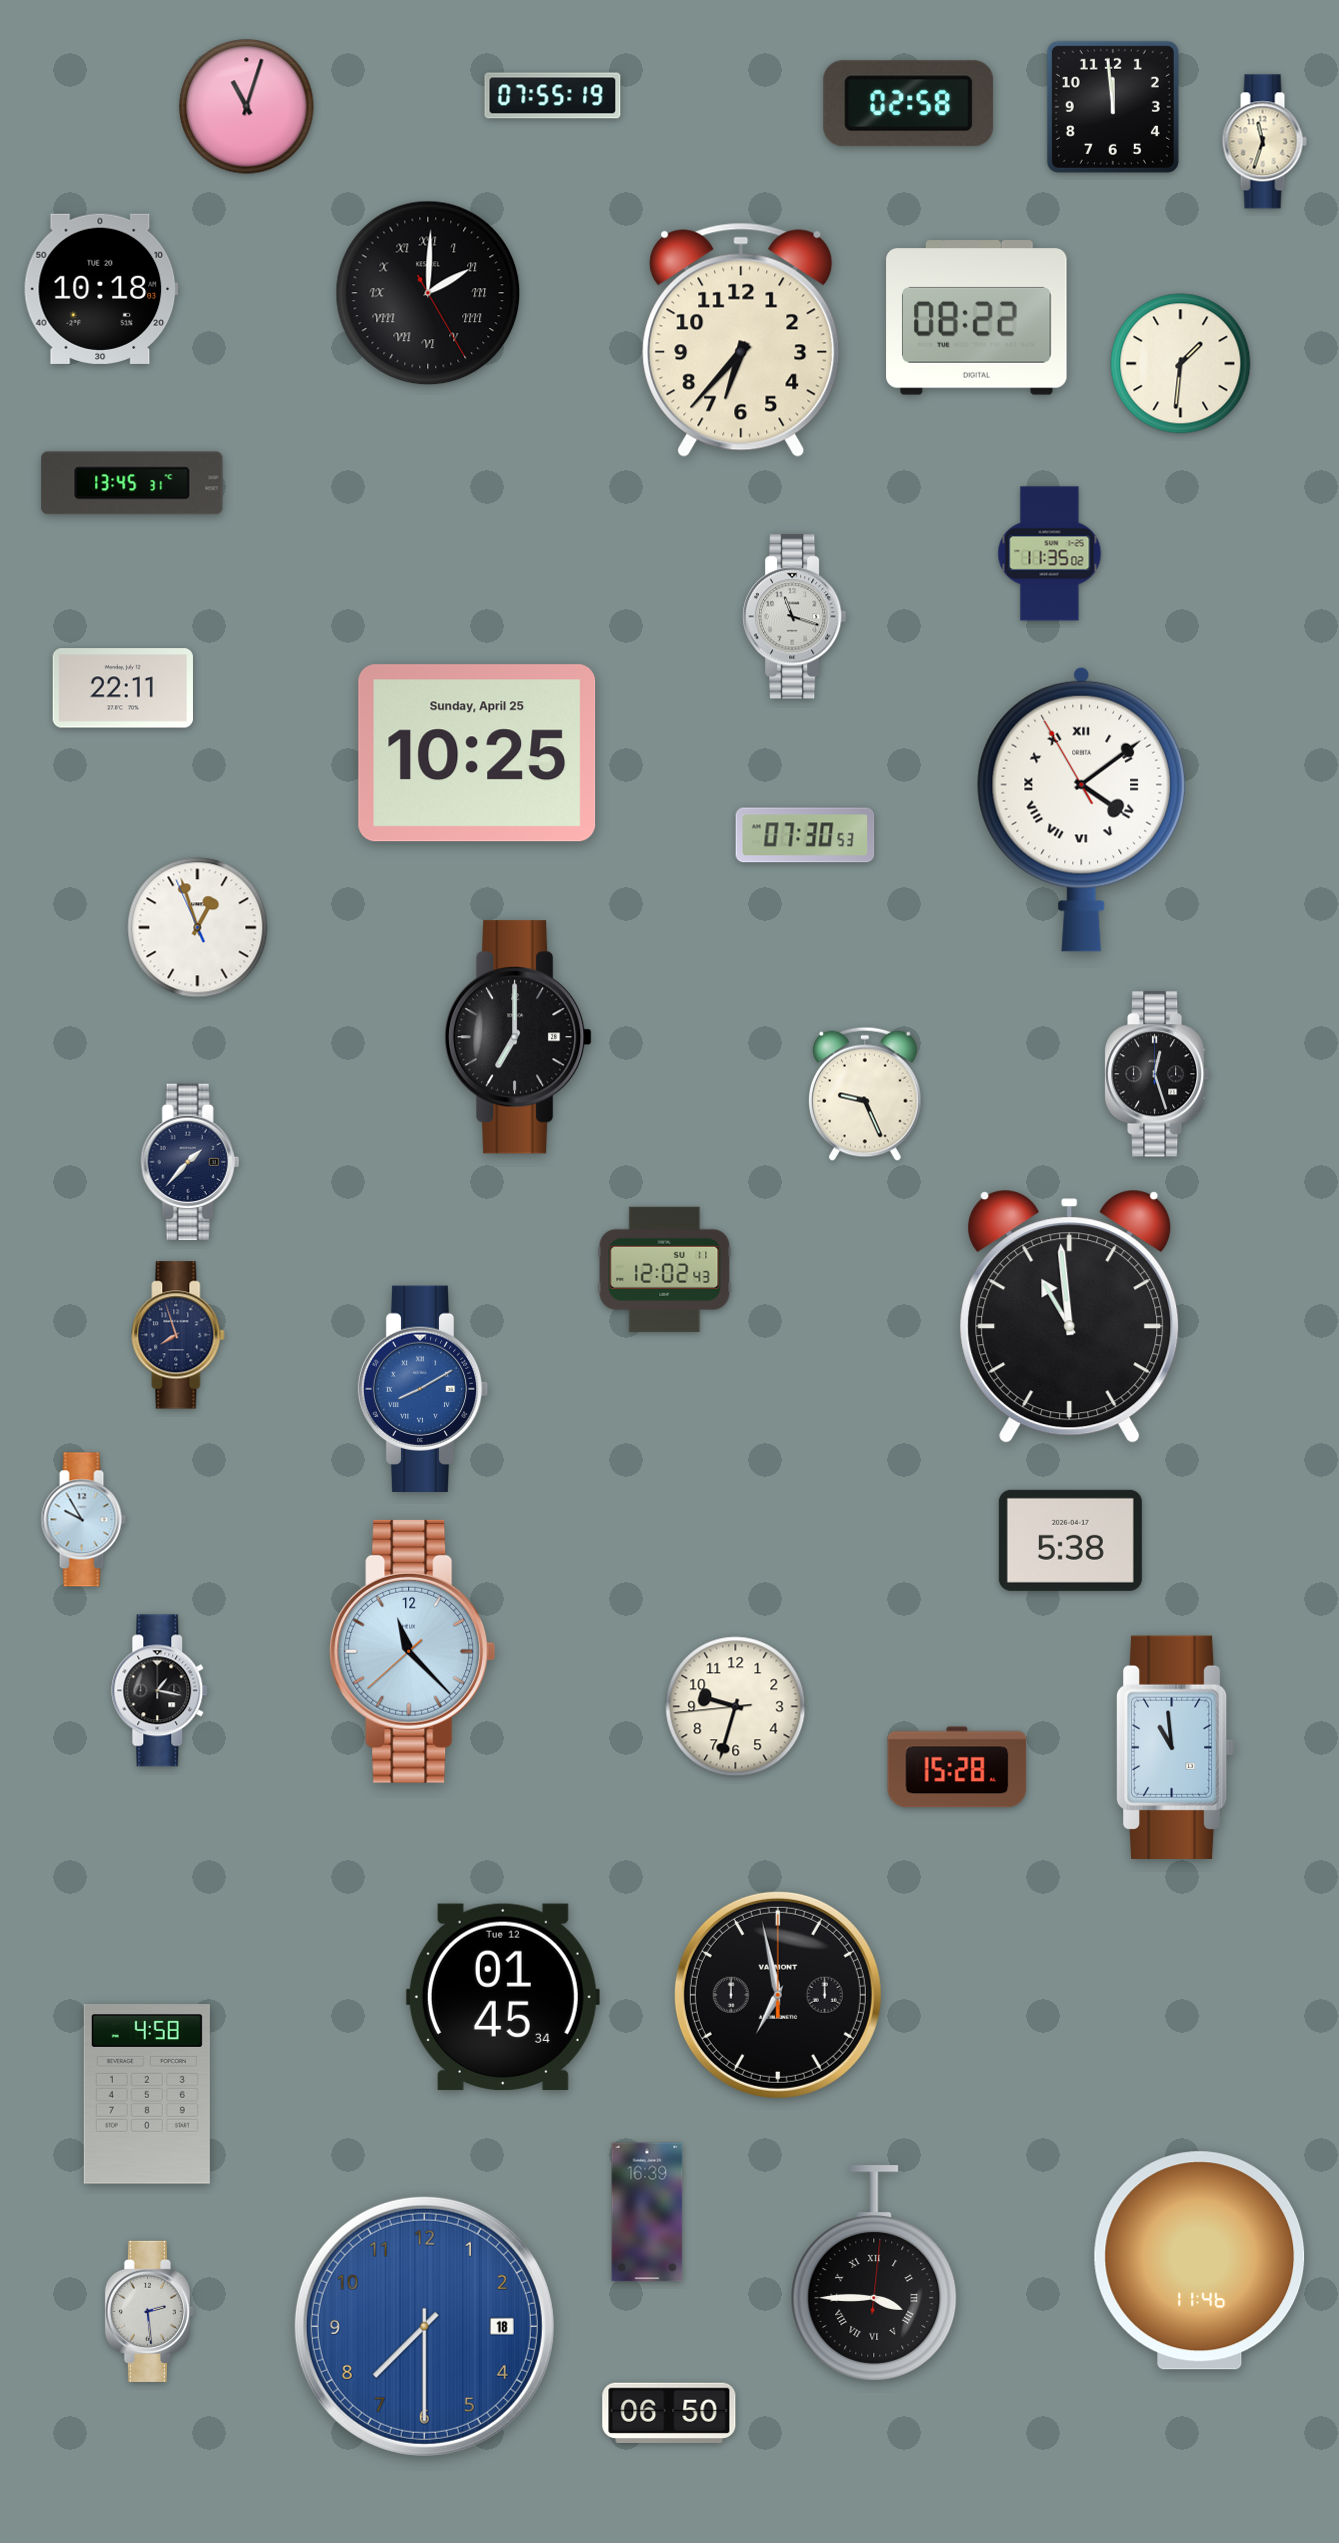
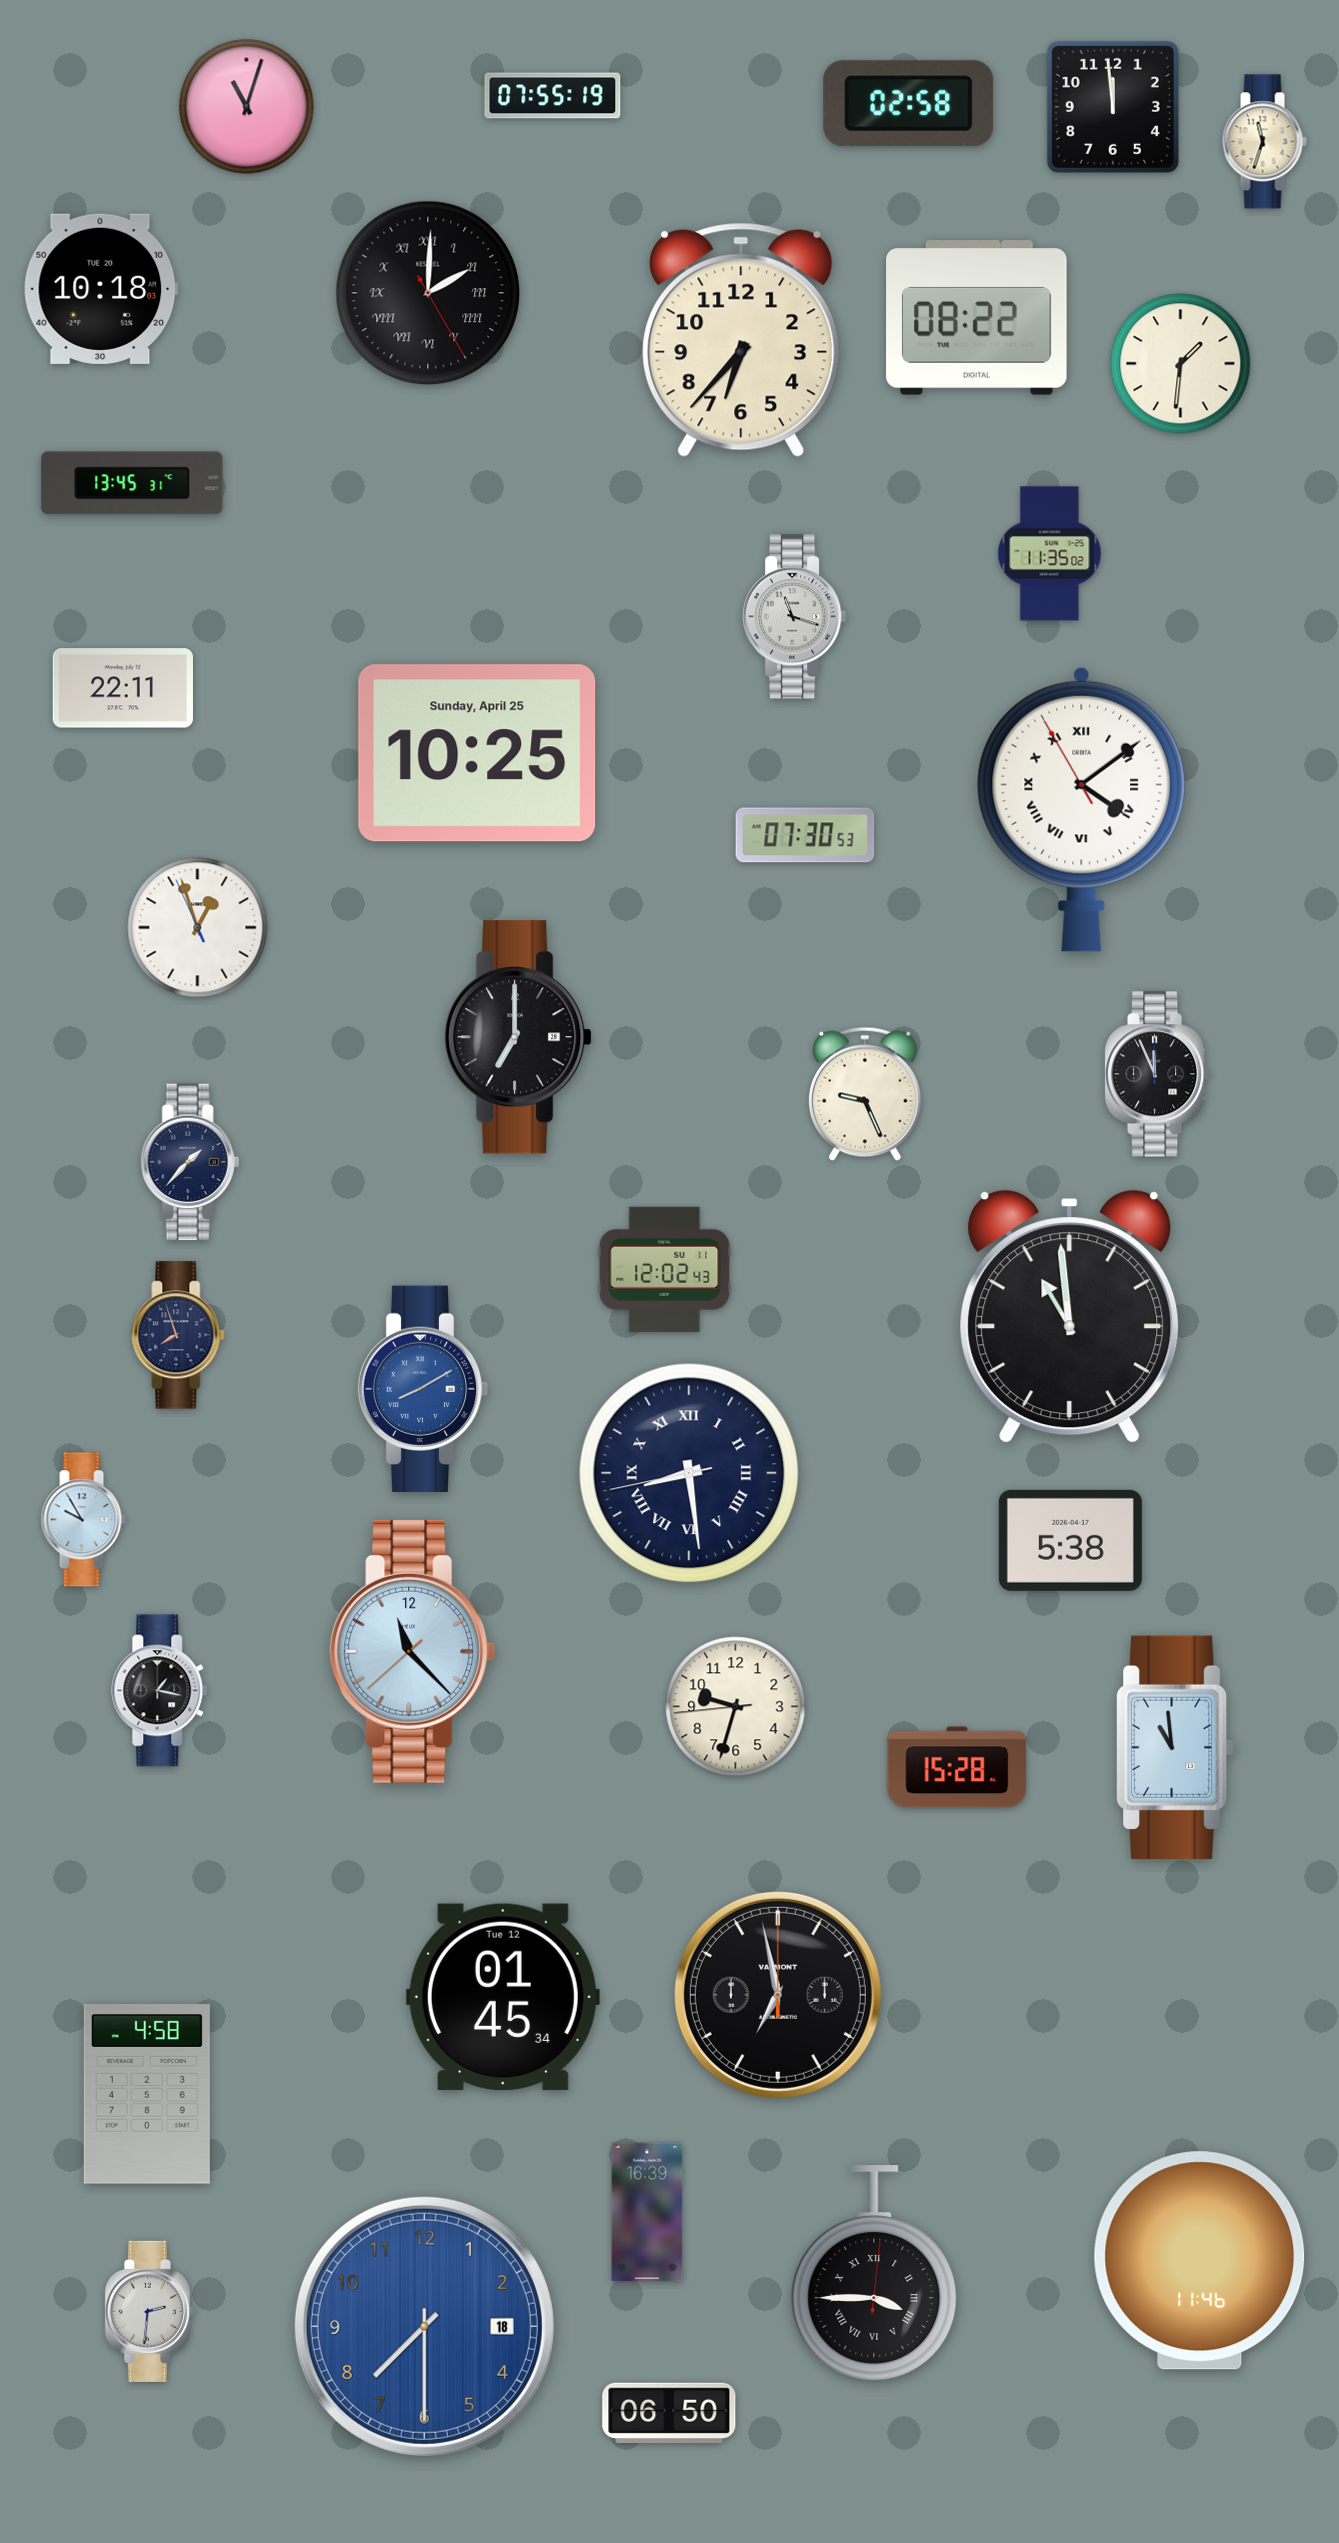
clock at (1157, 1074): 12:27 -> 11:56
clock at (689, 1473): none -> 8:28
clock at (149, 2311): 2:29 -> 2:31
